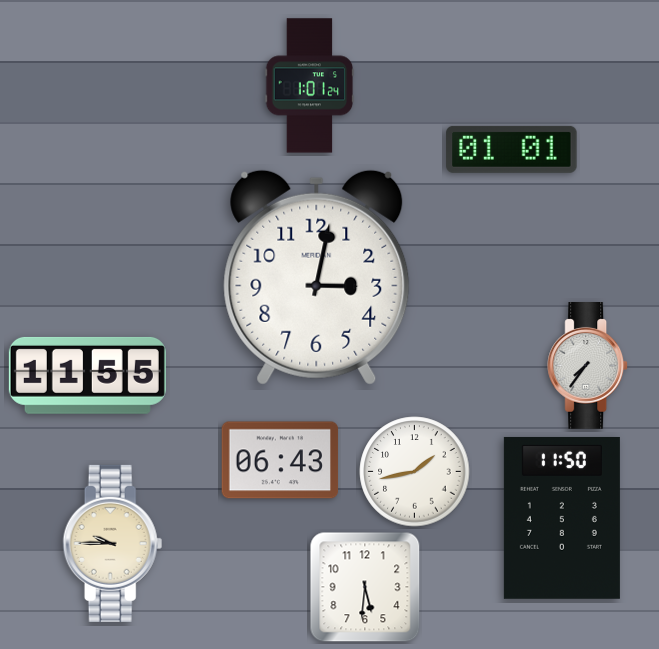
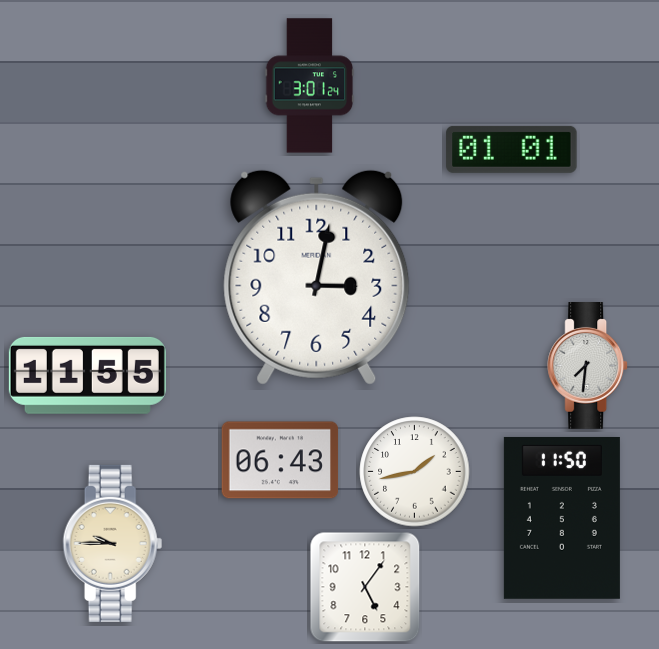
clock at (310, 86): 1:01 -> 3:01
clock at (588, 366): 7:36 -> 7:31
clock at (365, 587): 5:31 -> 5:06
